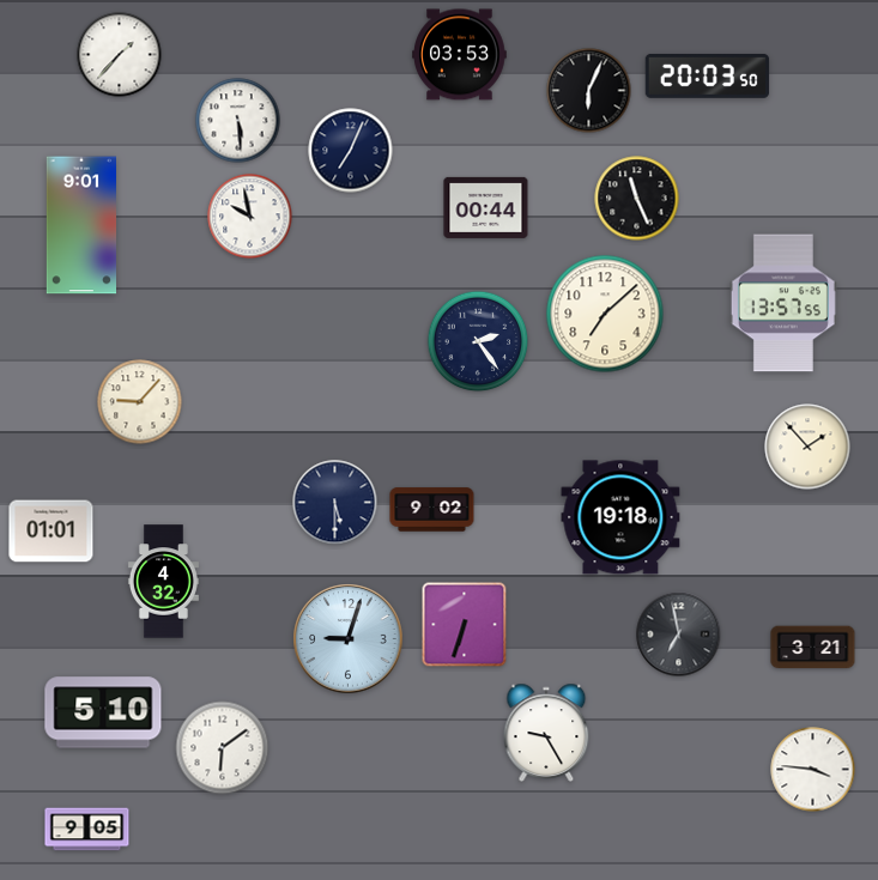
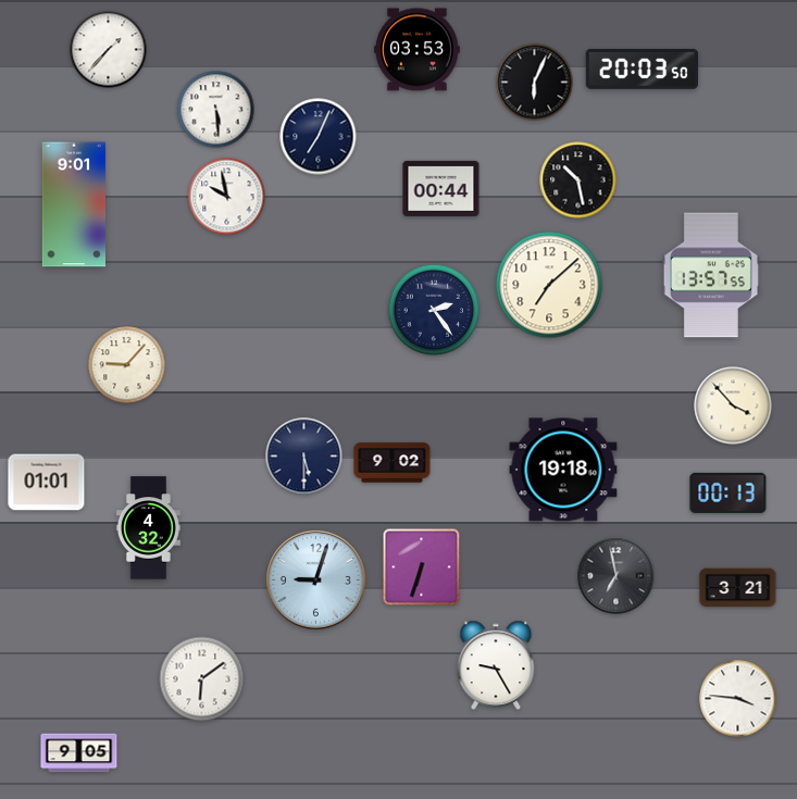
clock at (637, 199): 11:26 -> 10:28
clock at (807, 447): 1:53 -> 3:53
clock at (728, 492): none -> 00:13
clock at (103, 712): 5:10 -> none
